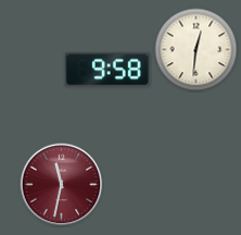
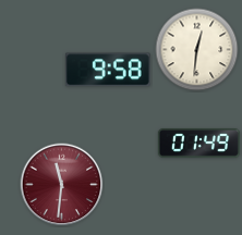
clock at (198, 144): none -> 01:49
clock at (62, 185): 11:32 -> 11:31
